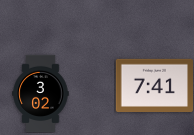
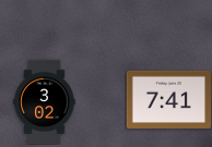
clock at (154, 85) position: (154, 85) -> (168, 99)
